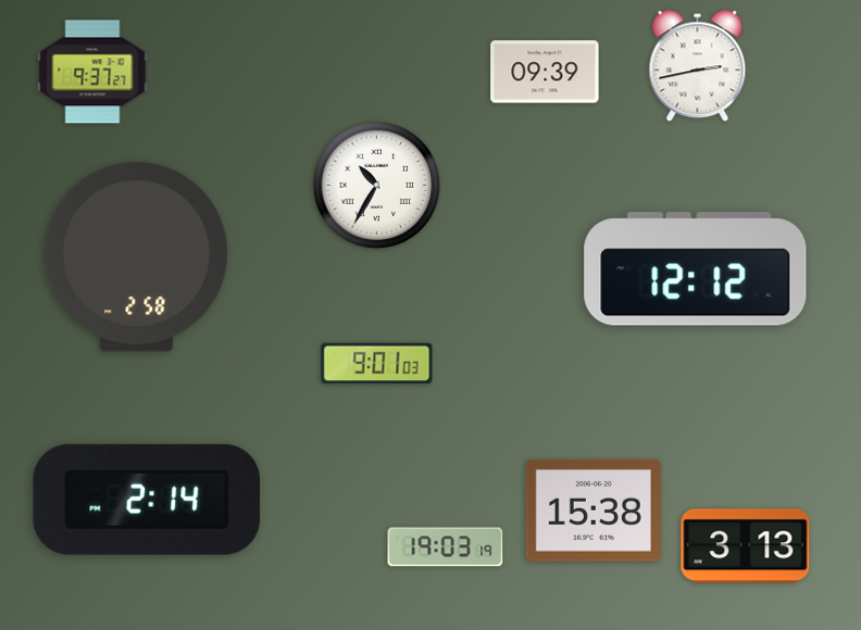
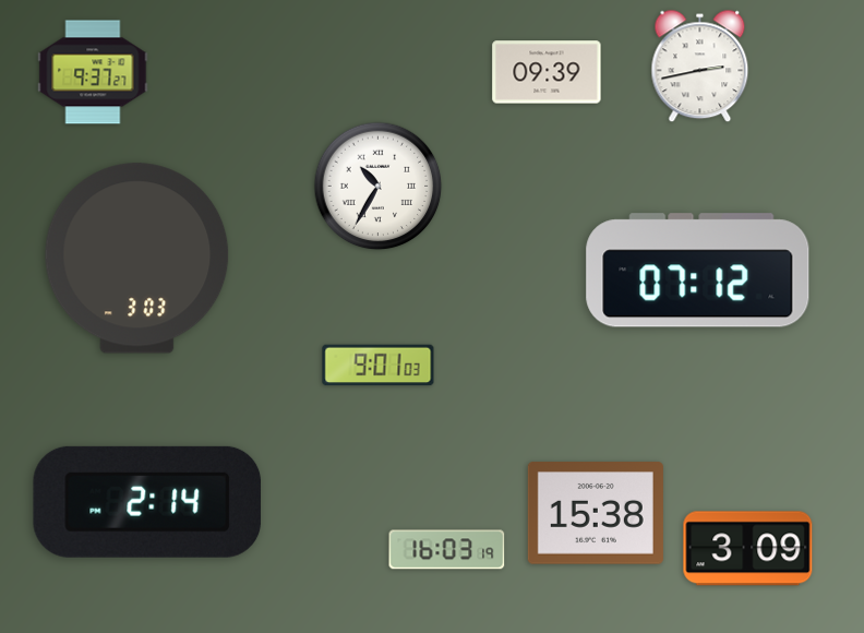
clock at (137, 257): 2:58 -> 3:03
clock at (696, 269): 12:12 -> 07:12
clock at (746, 546): 3:13 -> 3:09
clock at (446, 547): 19:03 -> 16:03
